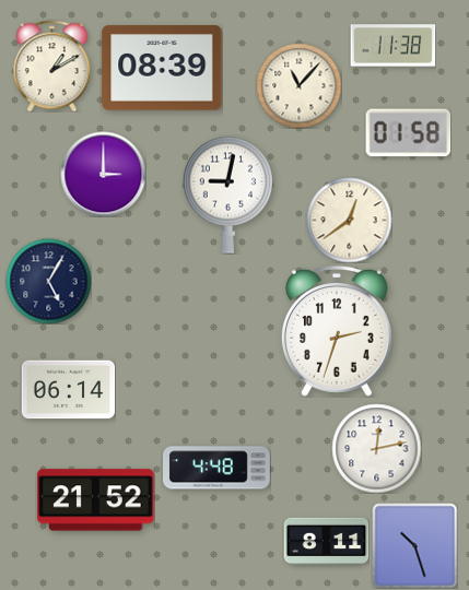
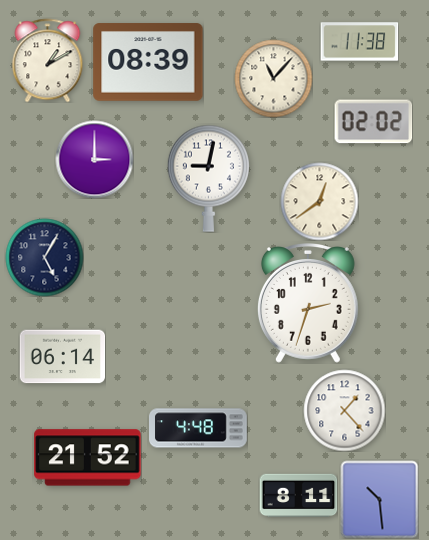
clock at (408, 133): 01:58 -> 02:02
clock at (376, 448): 12:13 -> 1:23
clock at (414, 545): 10:27 -> 10:29
